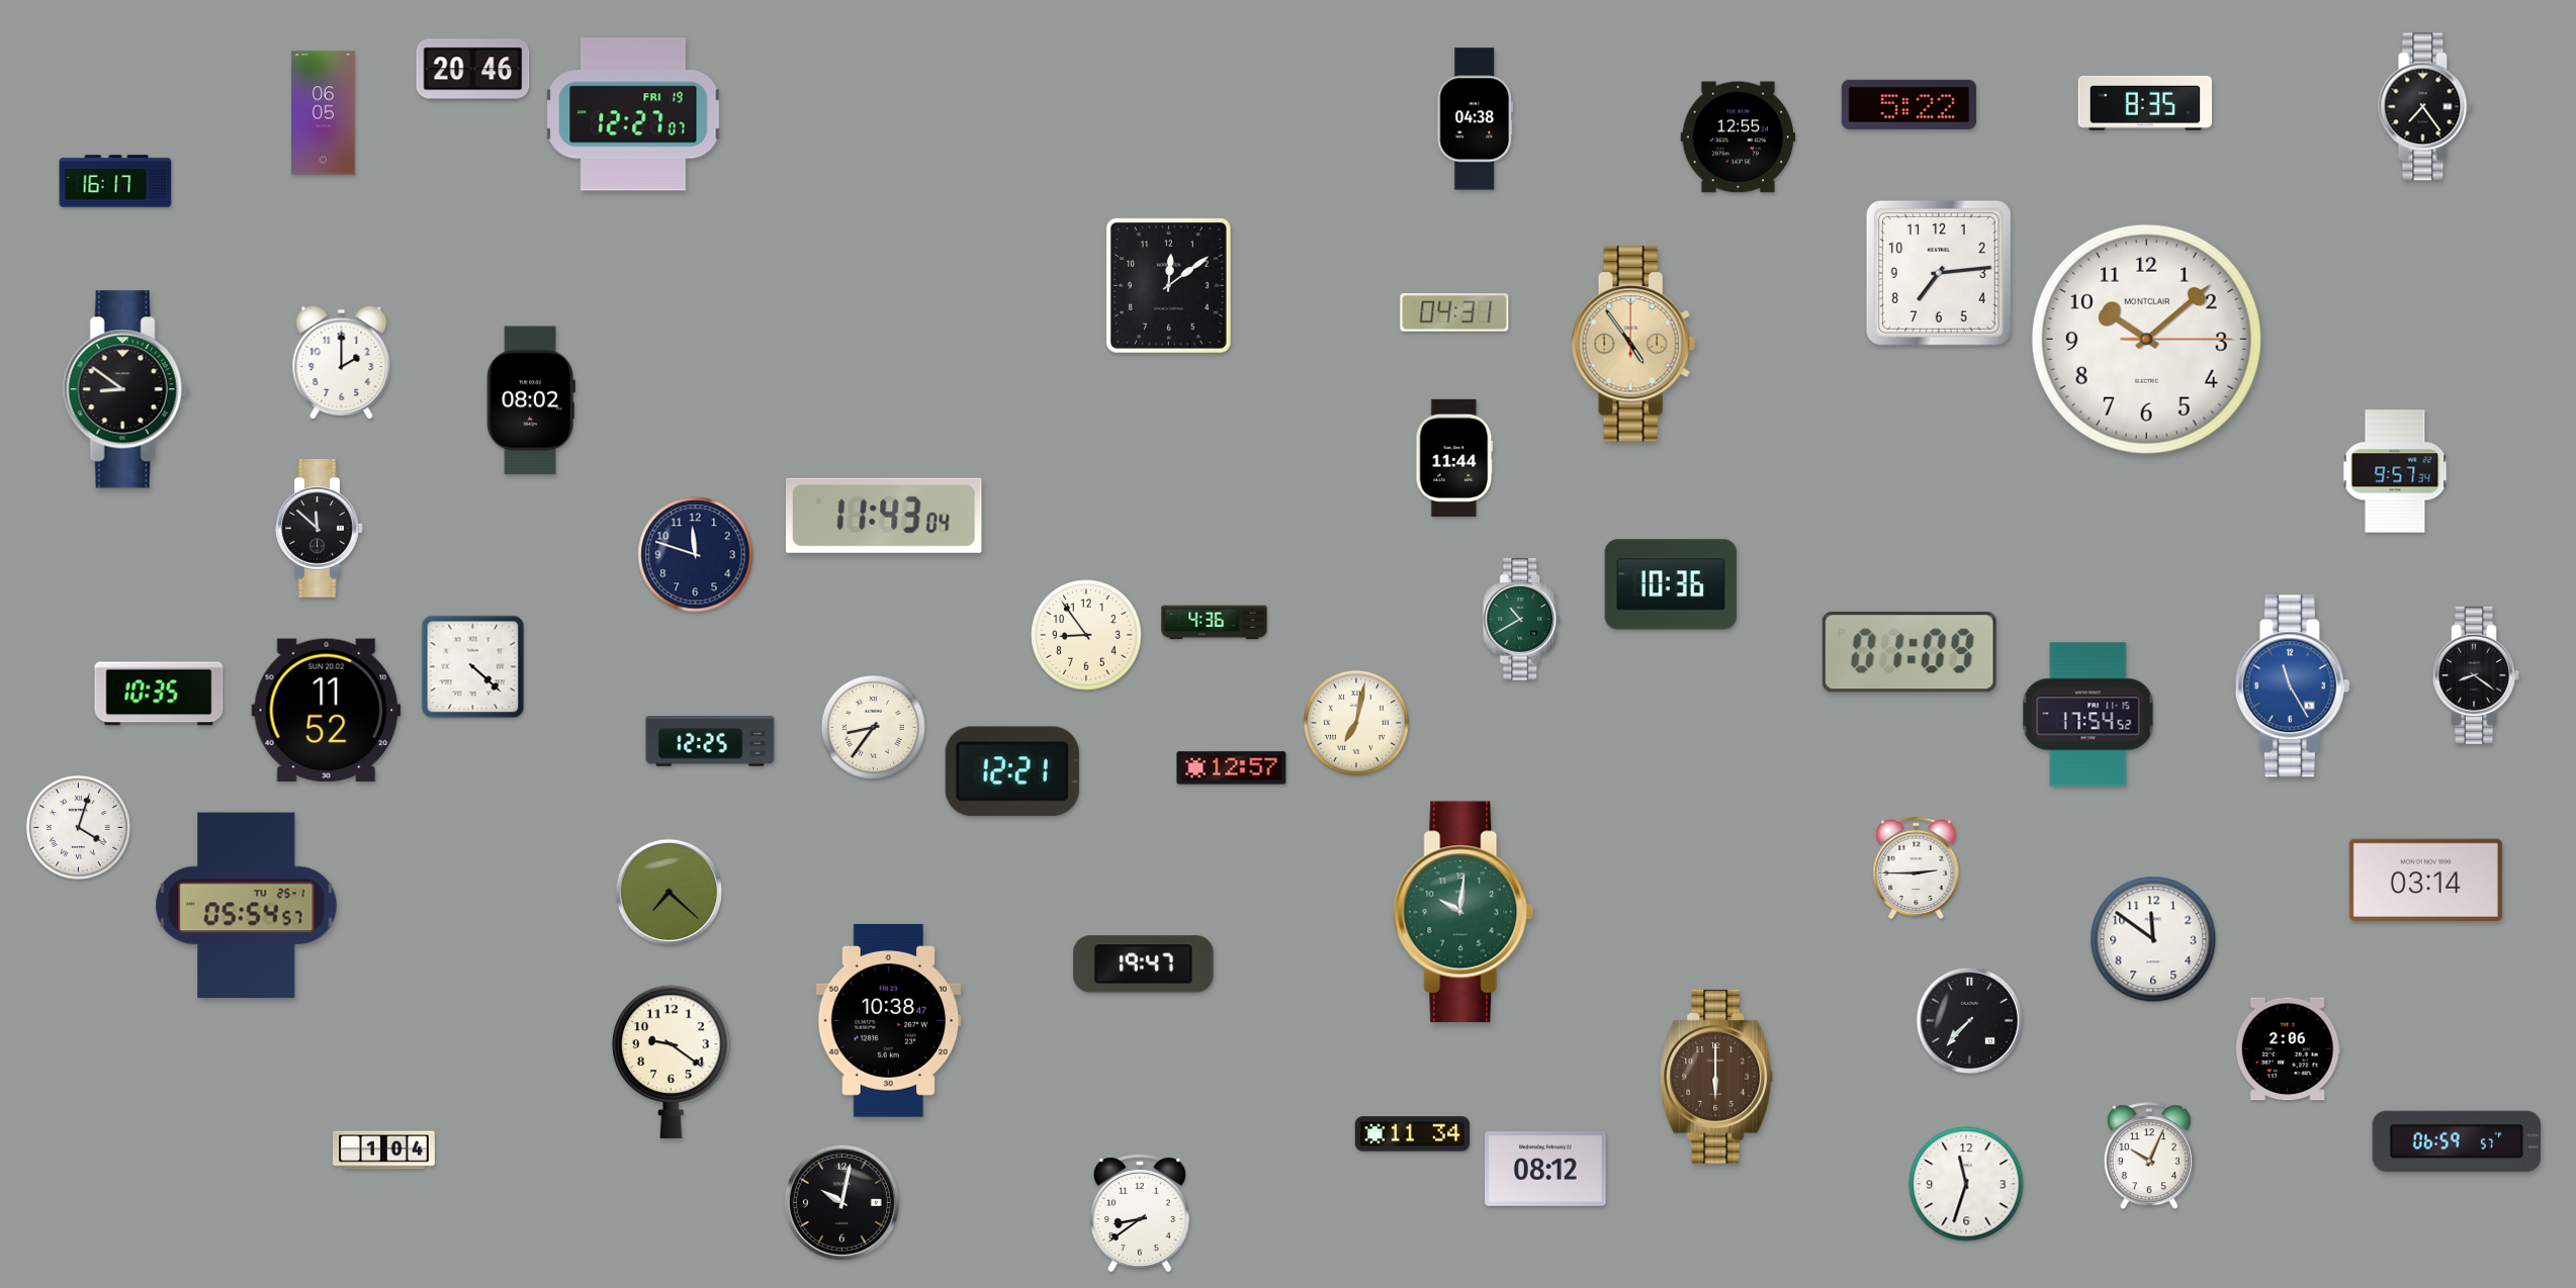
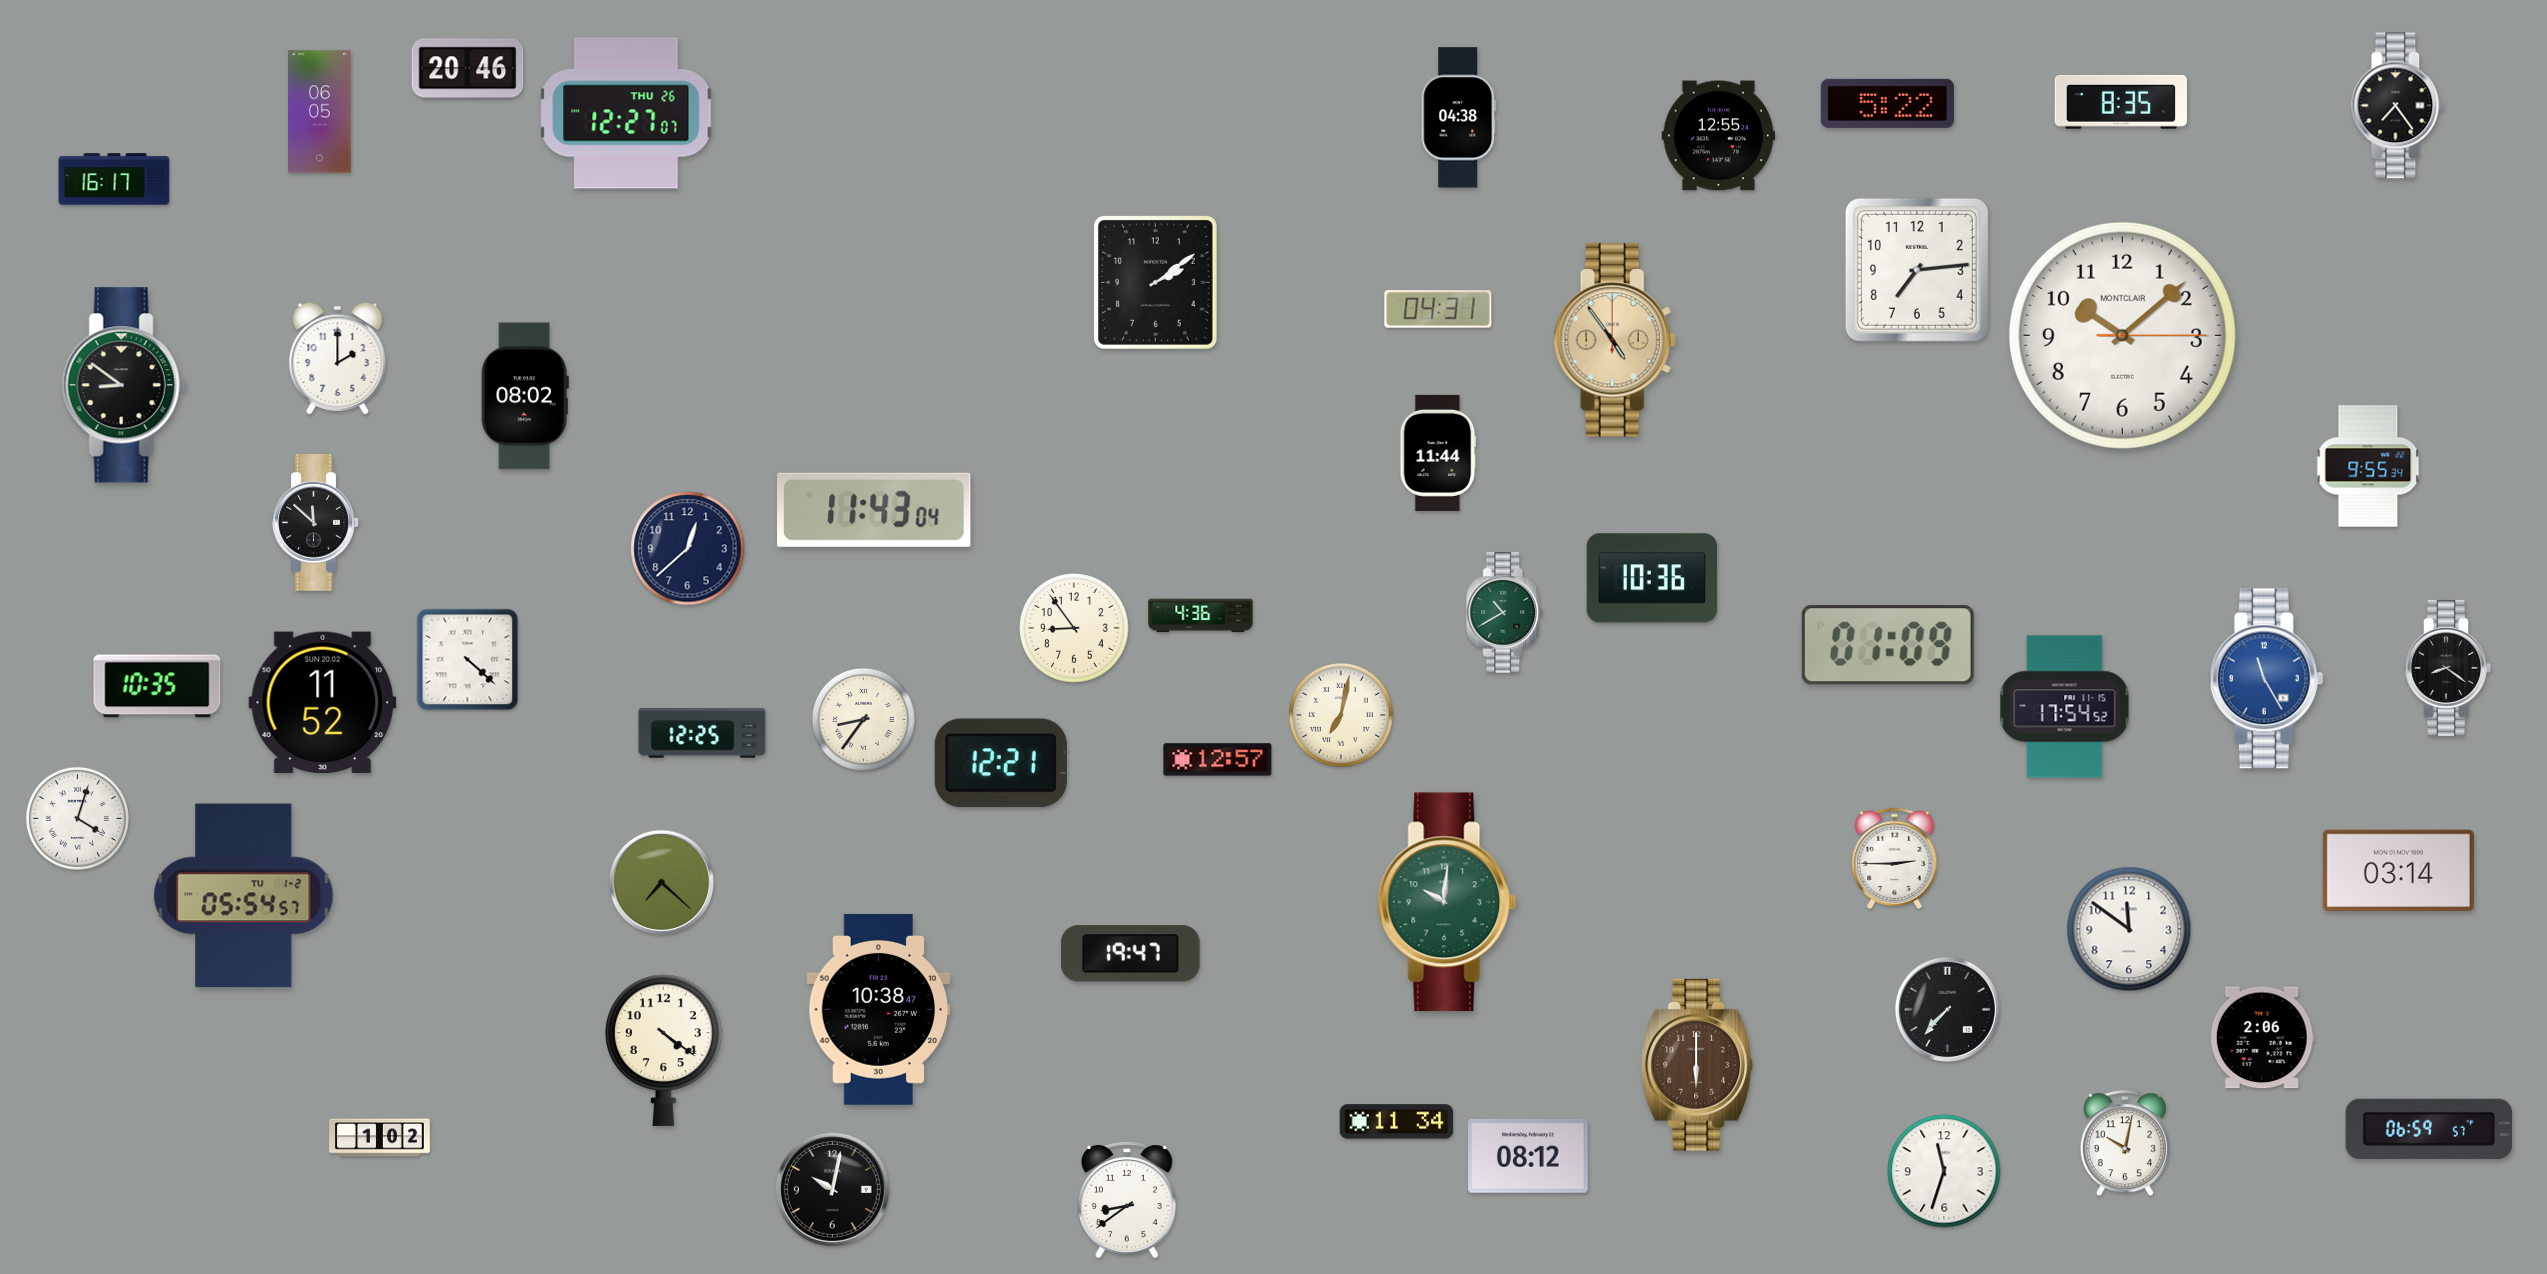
clock at (633, 114) date: FRI 19 -> THU 26
clock at (1168, 285): 12:09 -> 2:09
clock at (2395, 471): 9:57 -> 9:55
clock at (696, 555): 11:48 -> 12:38
clock at (247, 906) date: TU 25-1 -> TU 1-2
clock at (672, 1062): 9:21 -> 4:21
clock at (384, 1151): 1:04 -> 1:02
clock at (2149, 1157): 10:04 -> 10:02
